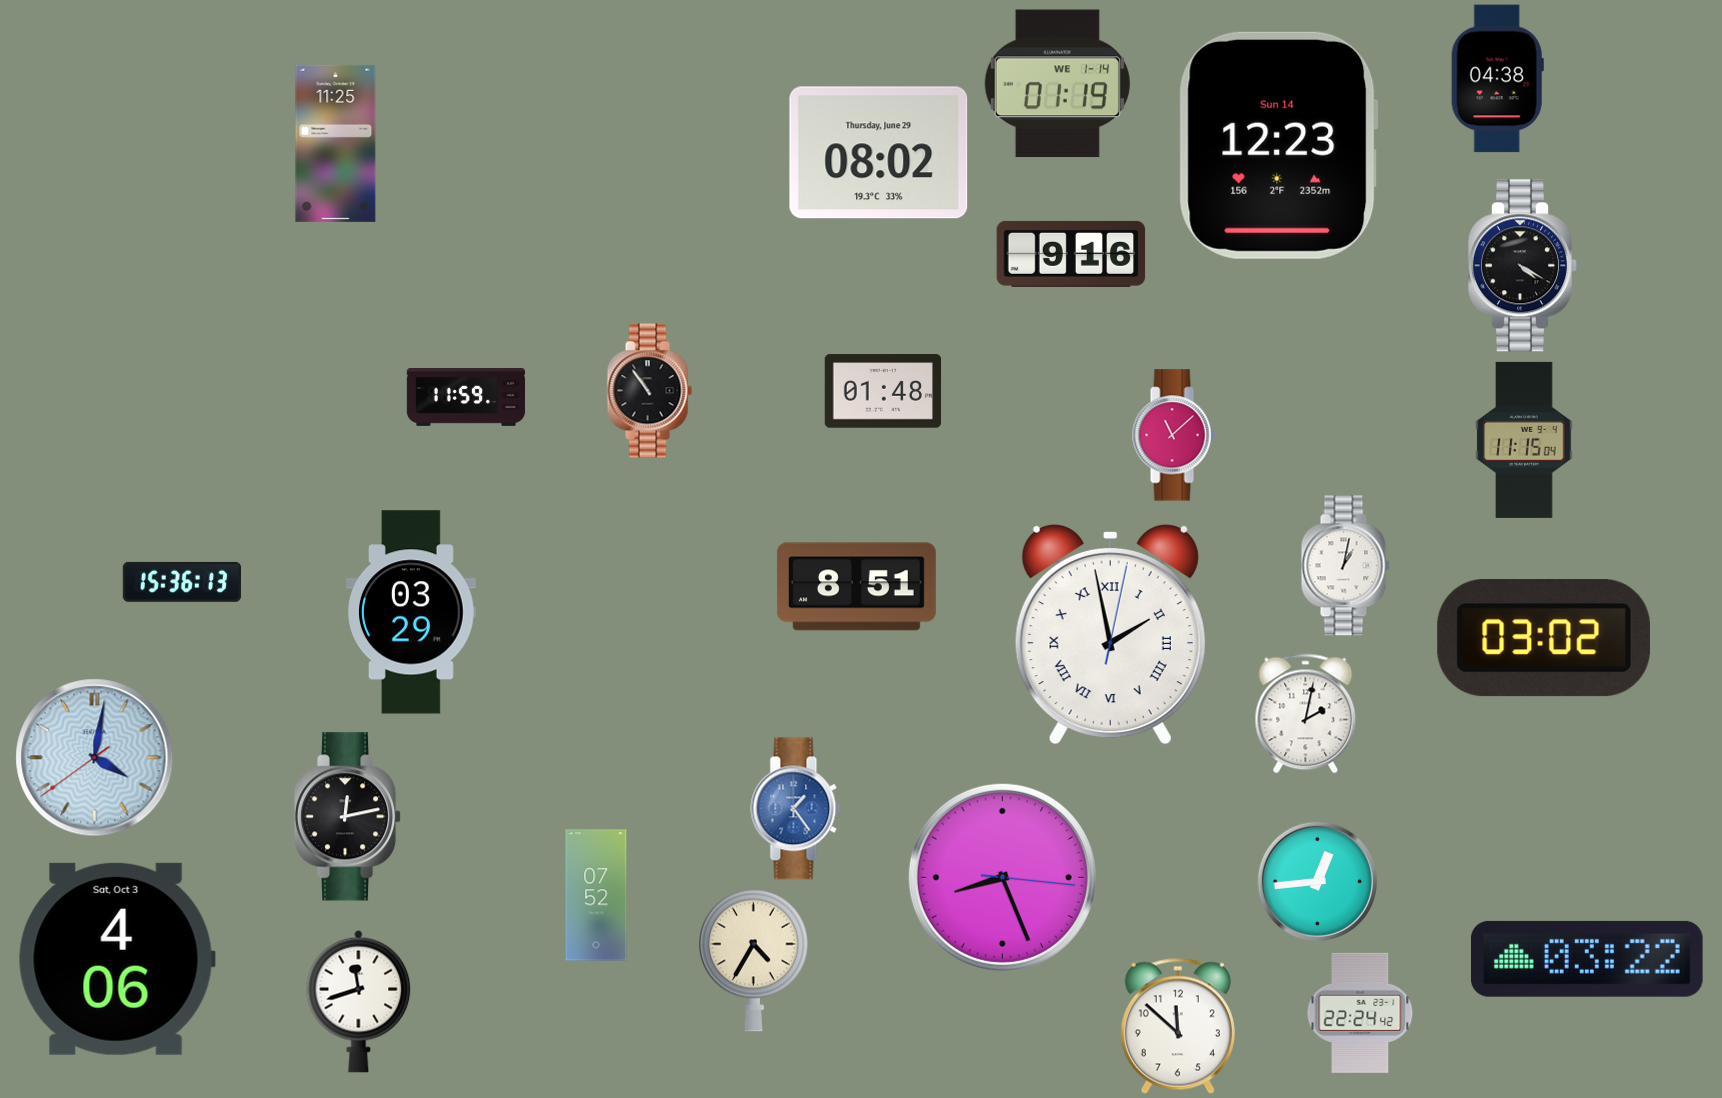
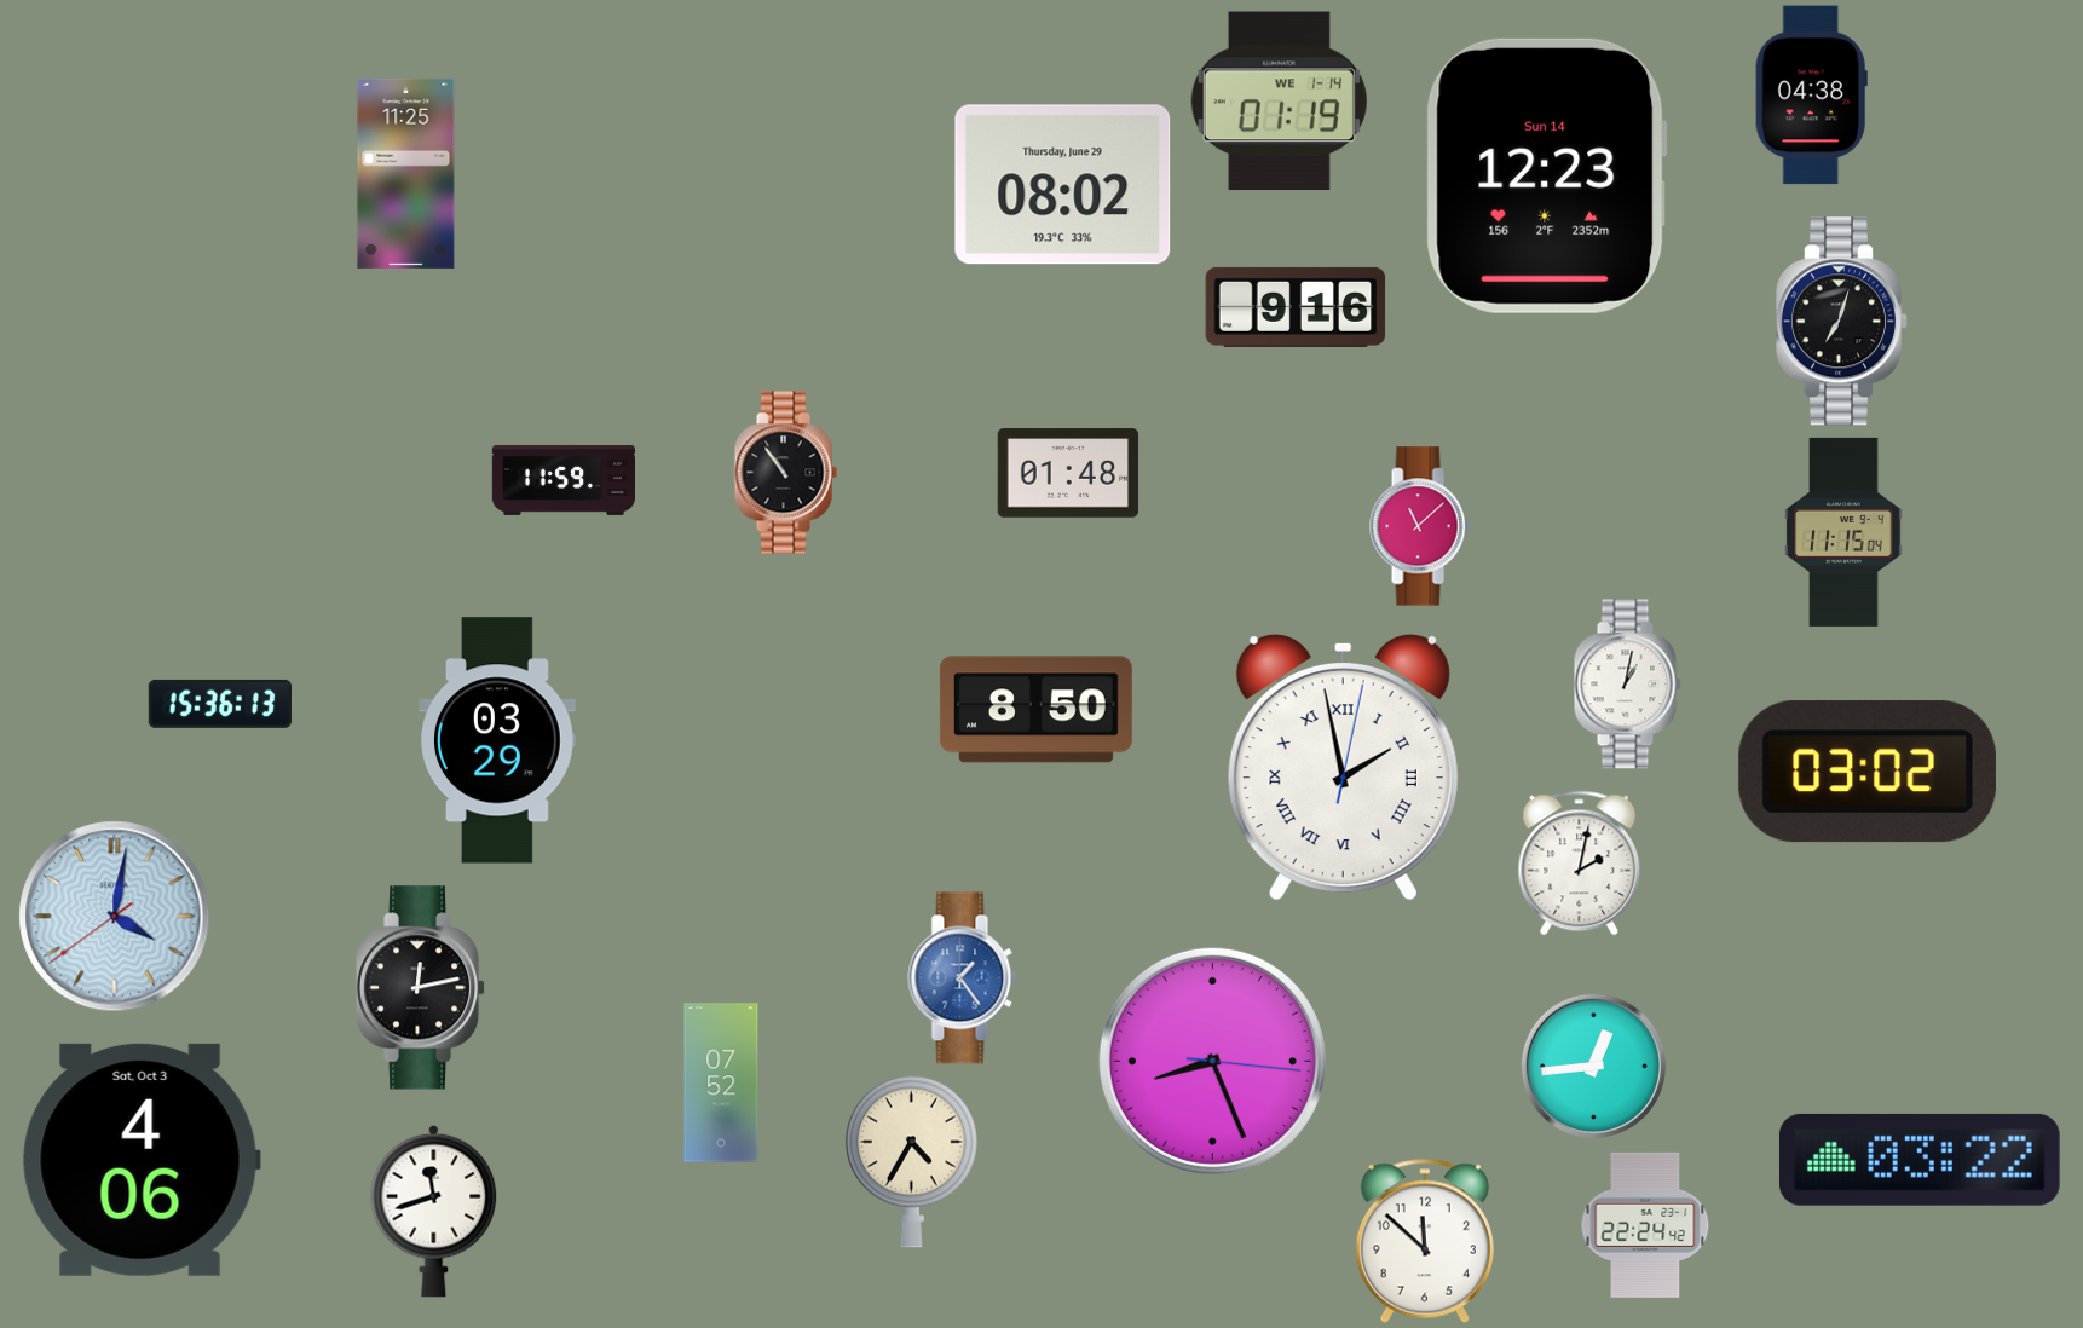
clock at (1522, 266): 4:20 -> 7:03
clock at (856, 587): 8:51 -> 8:50
